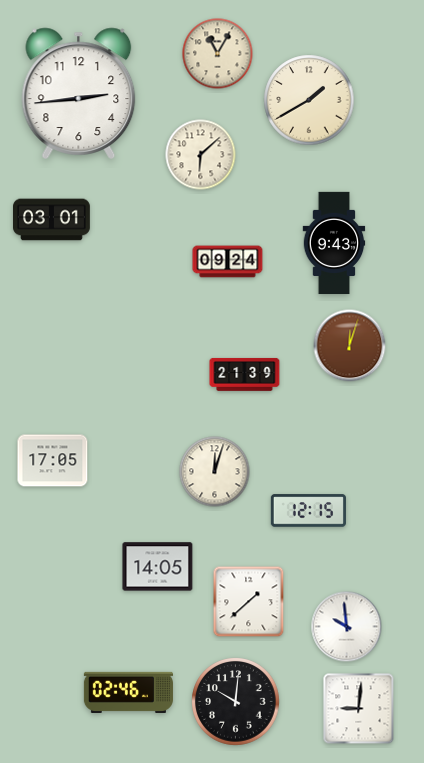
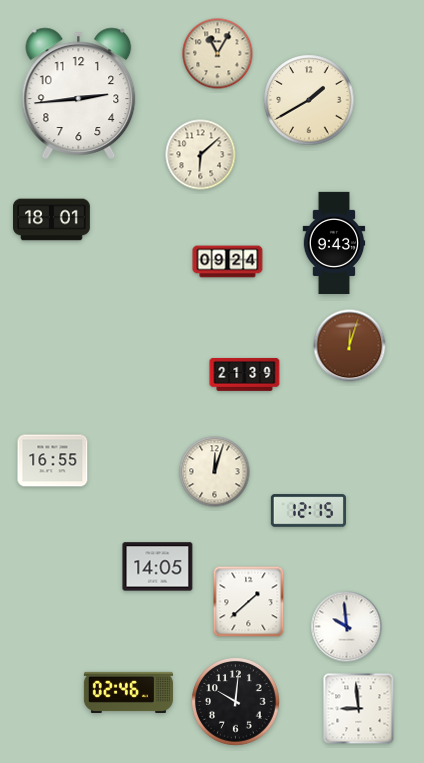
clock at (52, 220): 03:01 -> 18:01
clock at (53, 461): 17:05 -> 16:55
clock at (359, 709): 9:01 -> 8:59
